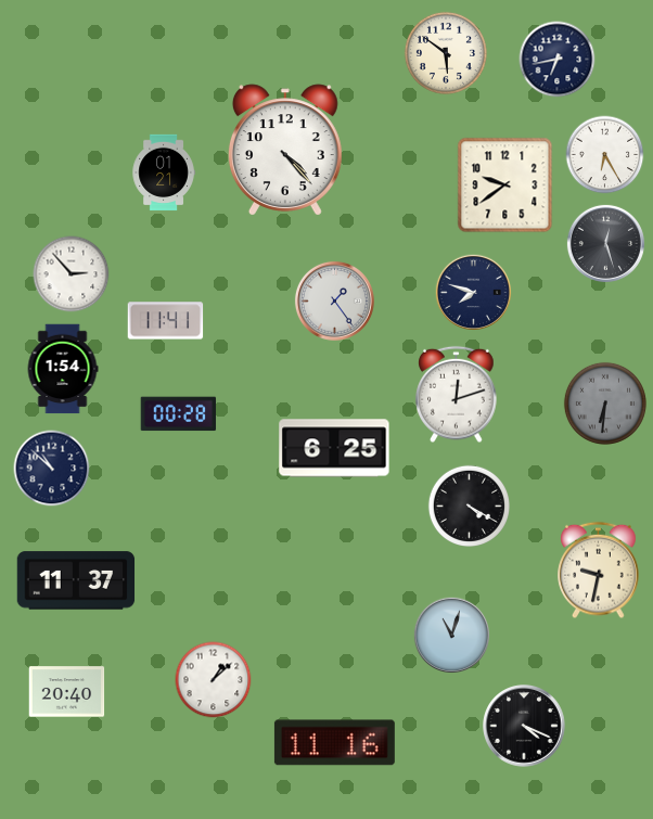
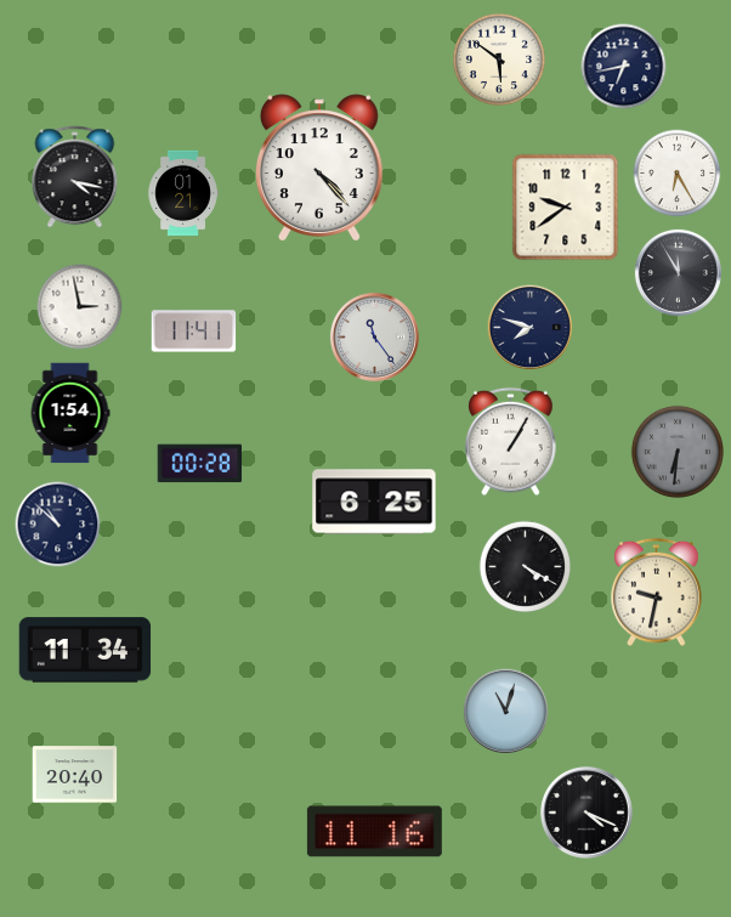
clock at (75, 177): none -> 4:17
clock at (605, 243): 12:27 -> 11:55
clock at (72, 274): 2:53 -> 2:58
clock at (334, 300): 1:24 -> 11:24
clock at (166, 321) position: (166, 321) -> (194, 332)
clock at (457, 395): 12:12 -> 1:05
clock at (599, 571) position: (599, 571) -> (657, 593)
clock at (76, 580): 11:37 -> 11:34
clock at (214, 680): 1:08 -> none
